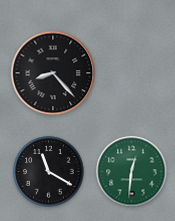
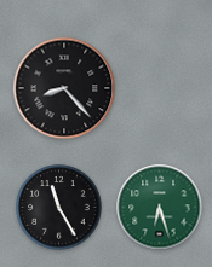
clock at (49, 172): 11:20 -> 11:25
clock at (132, 172): 12:31 -> 6:27
